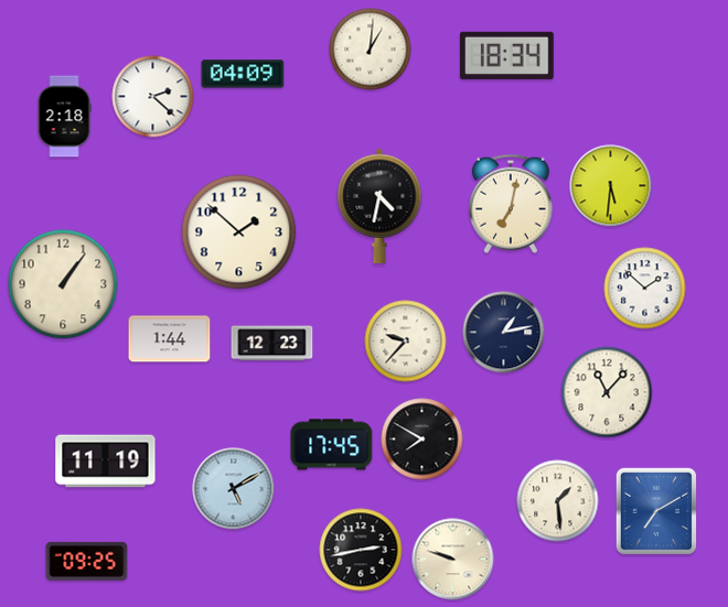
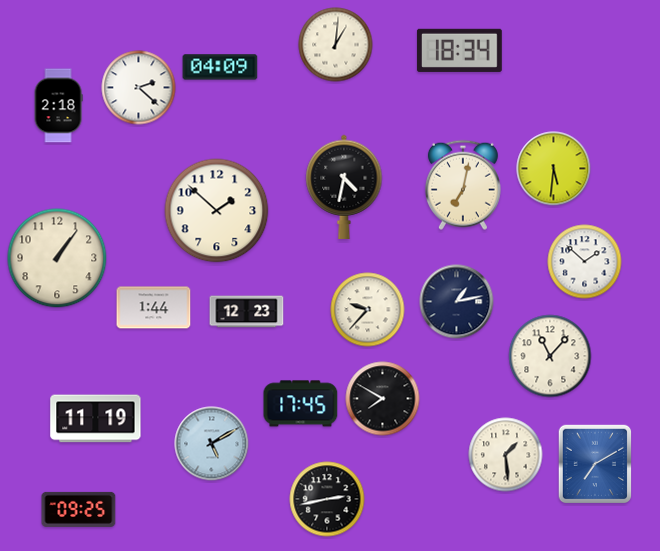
clock at (453, 560): 9:48 -> none
